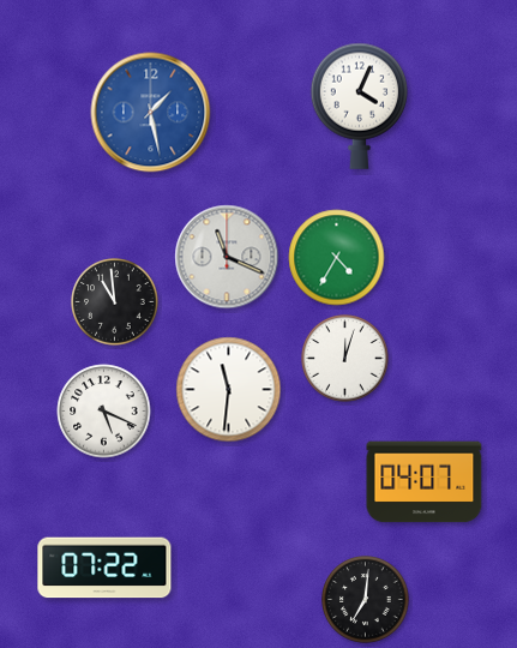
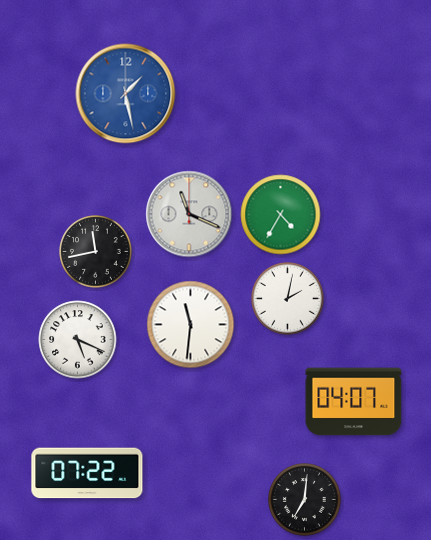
clock at (359, 106): 4:04 -> none
clock at (115, 302): 10:59 -> 11:43
clock at (345, 359): 12:03 -> 2:02
clock at (104, 412) position: (104, 412) -> (78, 340)
